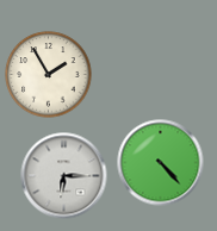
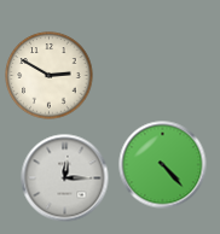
clock at (49, 75): 1:55 -> 2:50
clock at (64, 176): 6:15 -> 12:15
